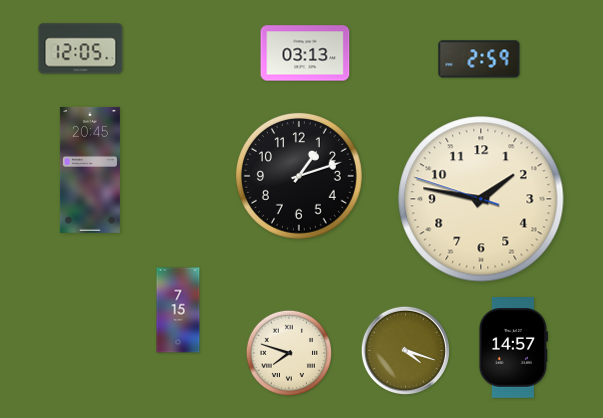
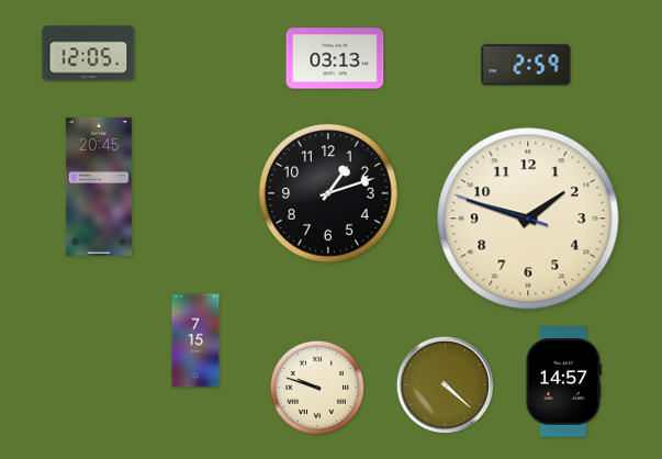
clock at (481, 199): 1:46 -> 1:47
clock at (405, 350): 4:18 -> 4:22
clock at (288, 352): 7:48 -> 9:48
